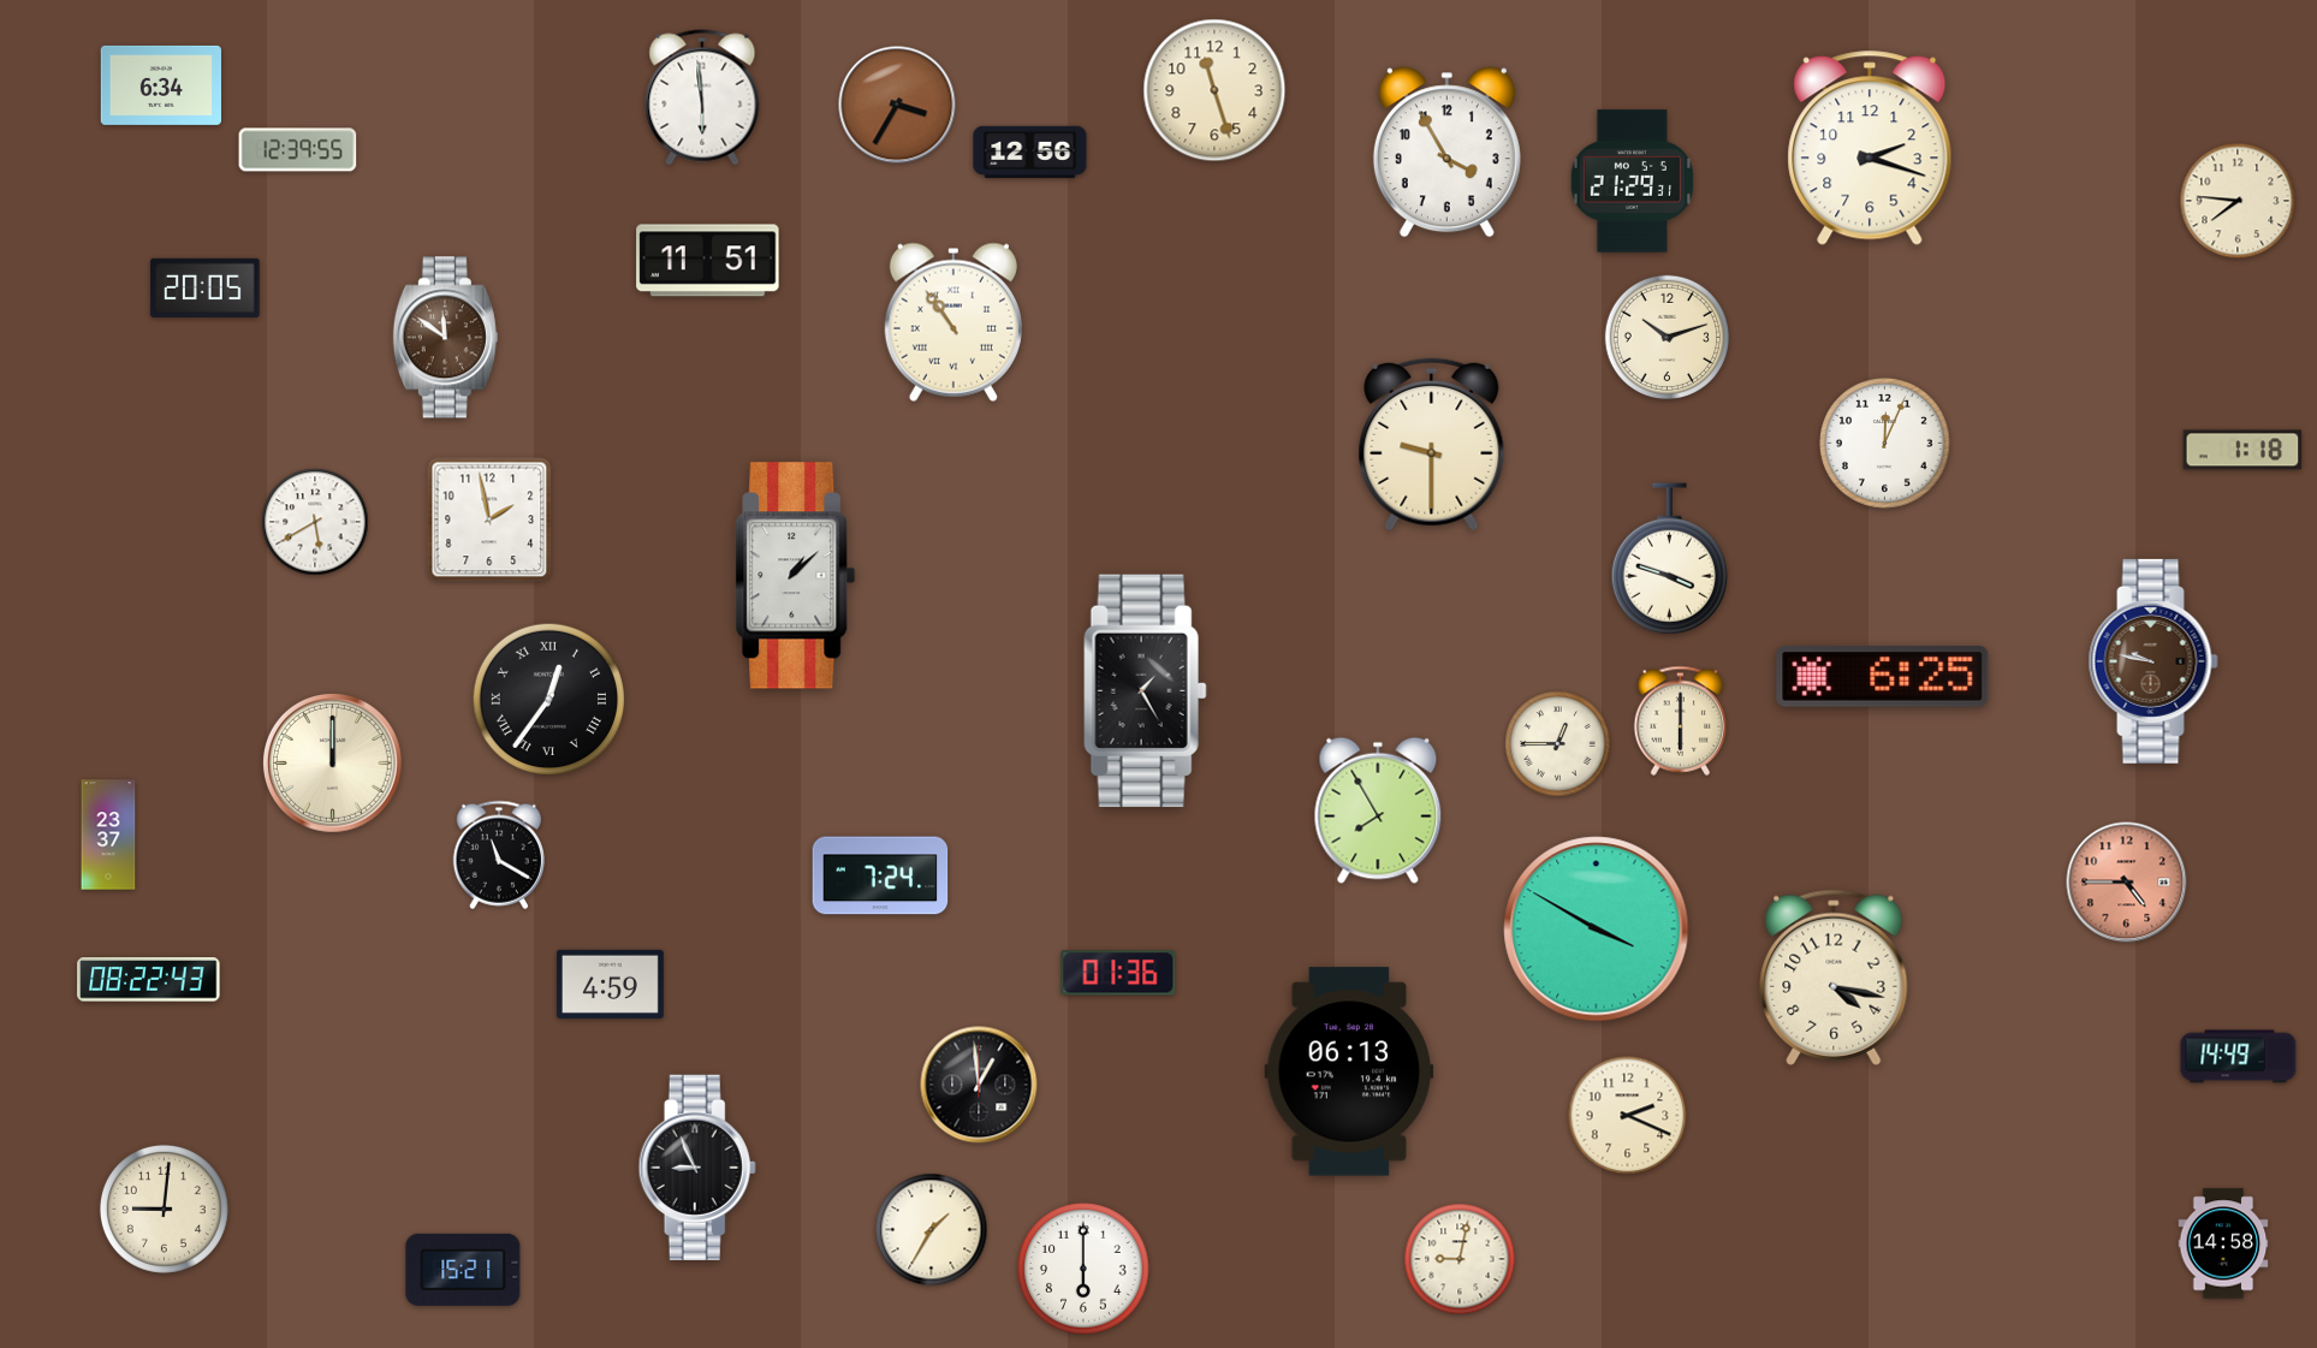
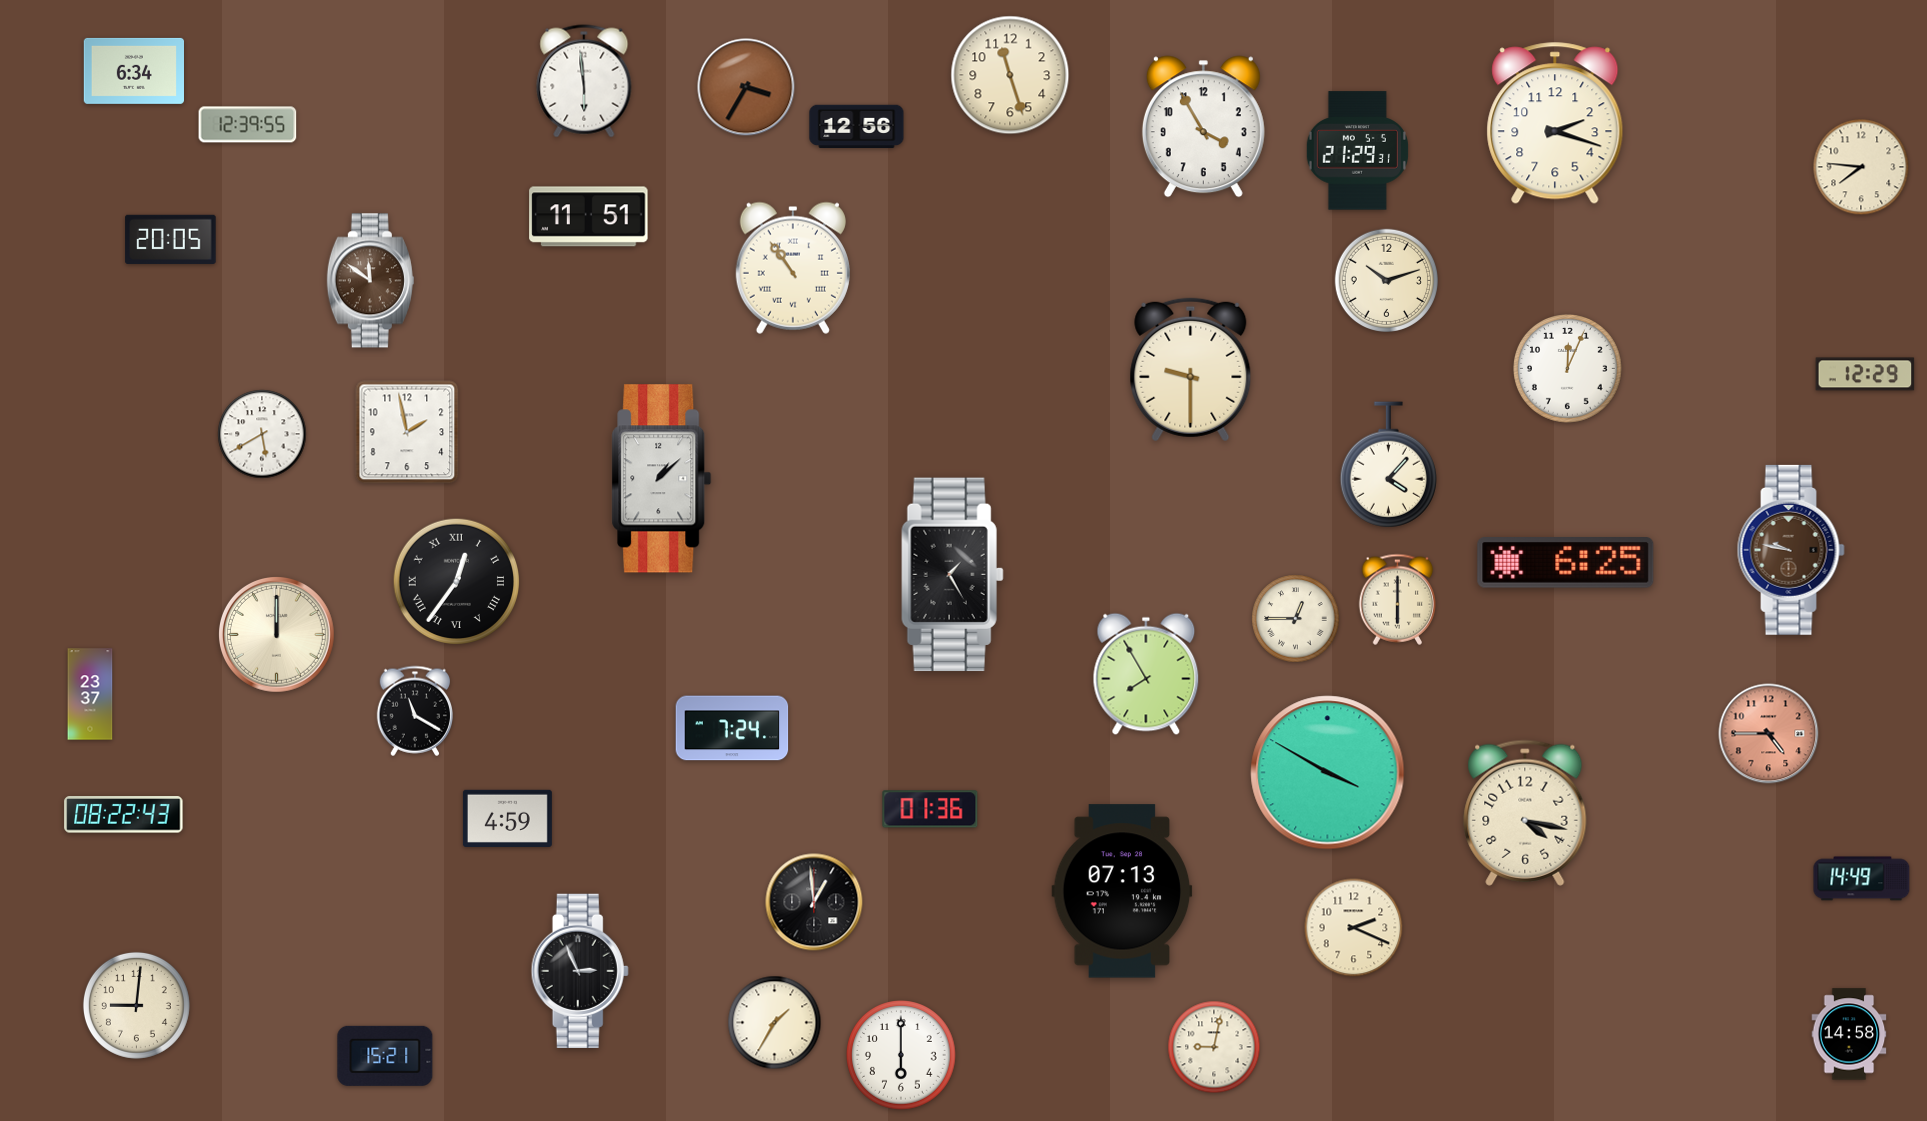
clock at (2242, 450): 1:18 -> 12:29
clock at (1669, 559): 3:48 -> 4:07
clock at (1349, 1071): 06:13 -> 07:13
clock at (697, 1168): 8:56 -> 2:56
